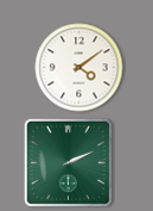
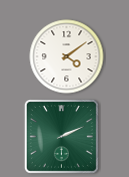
clock at (68, 162) position: (68, 162) -> (61, 136)
